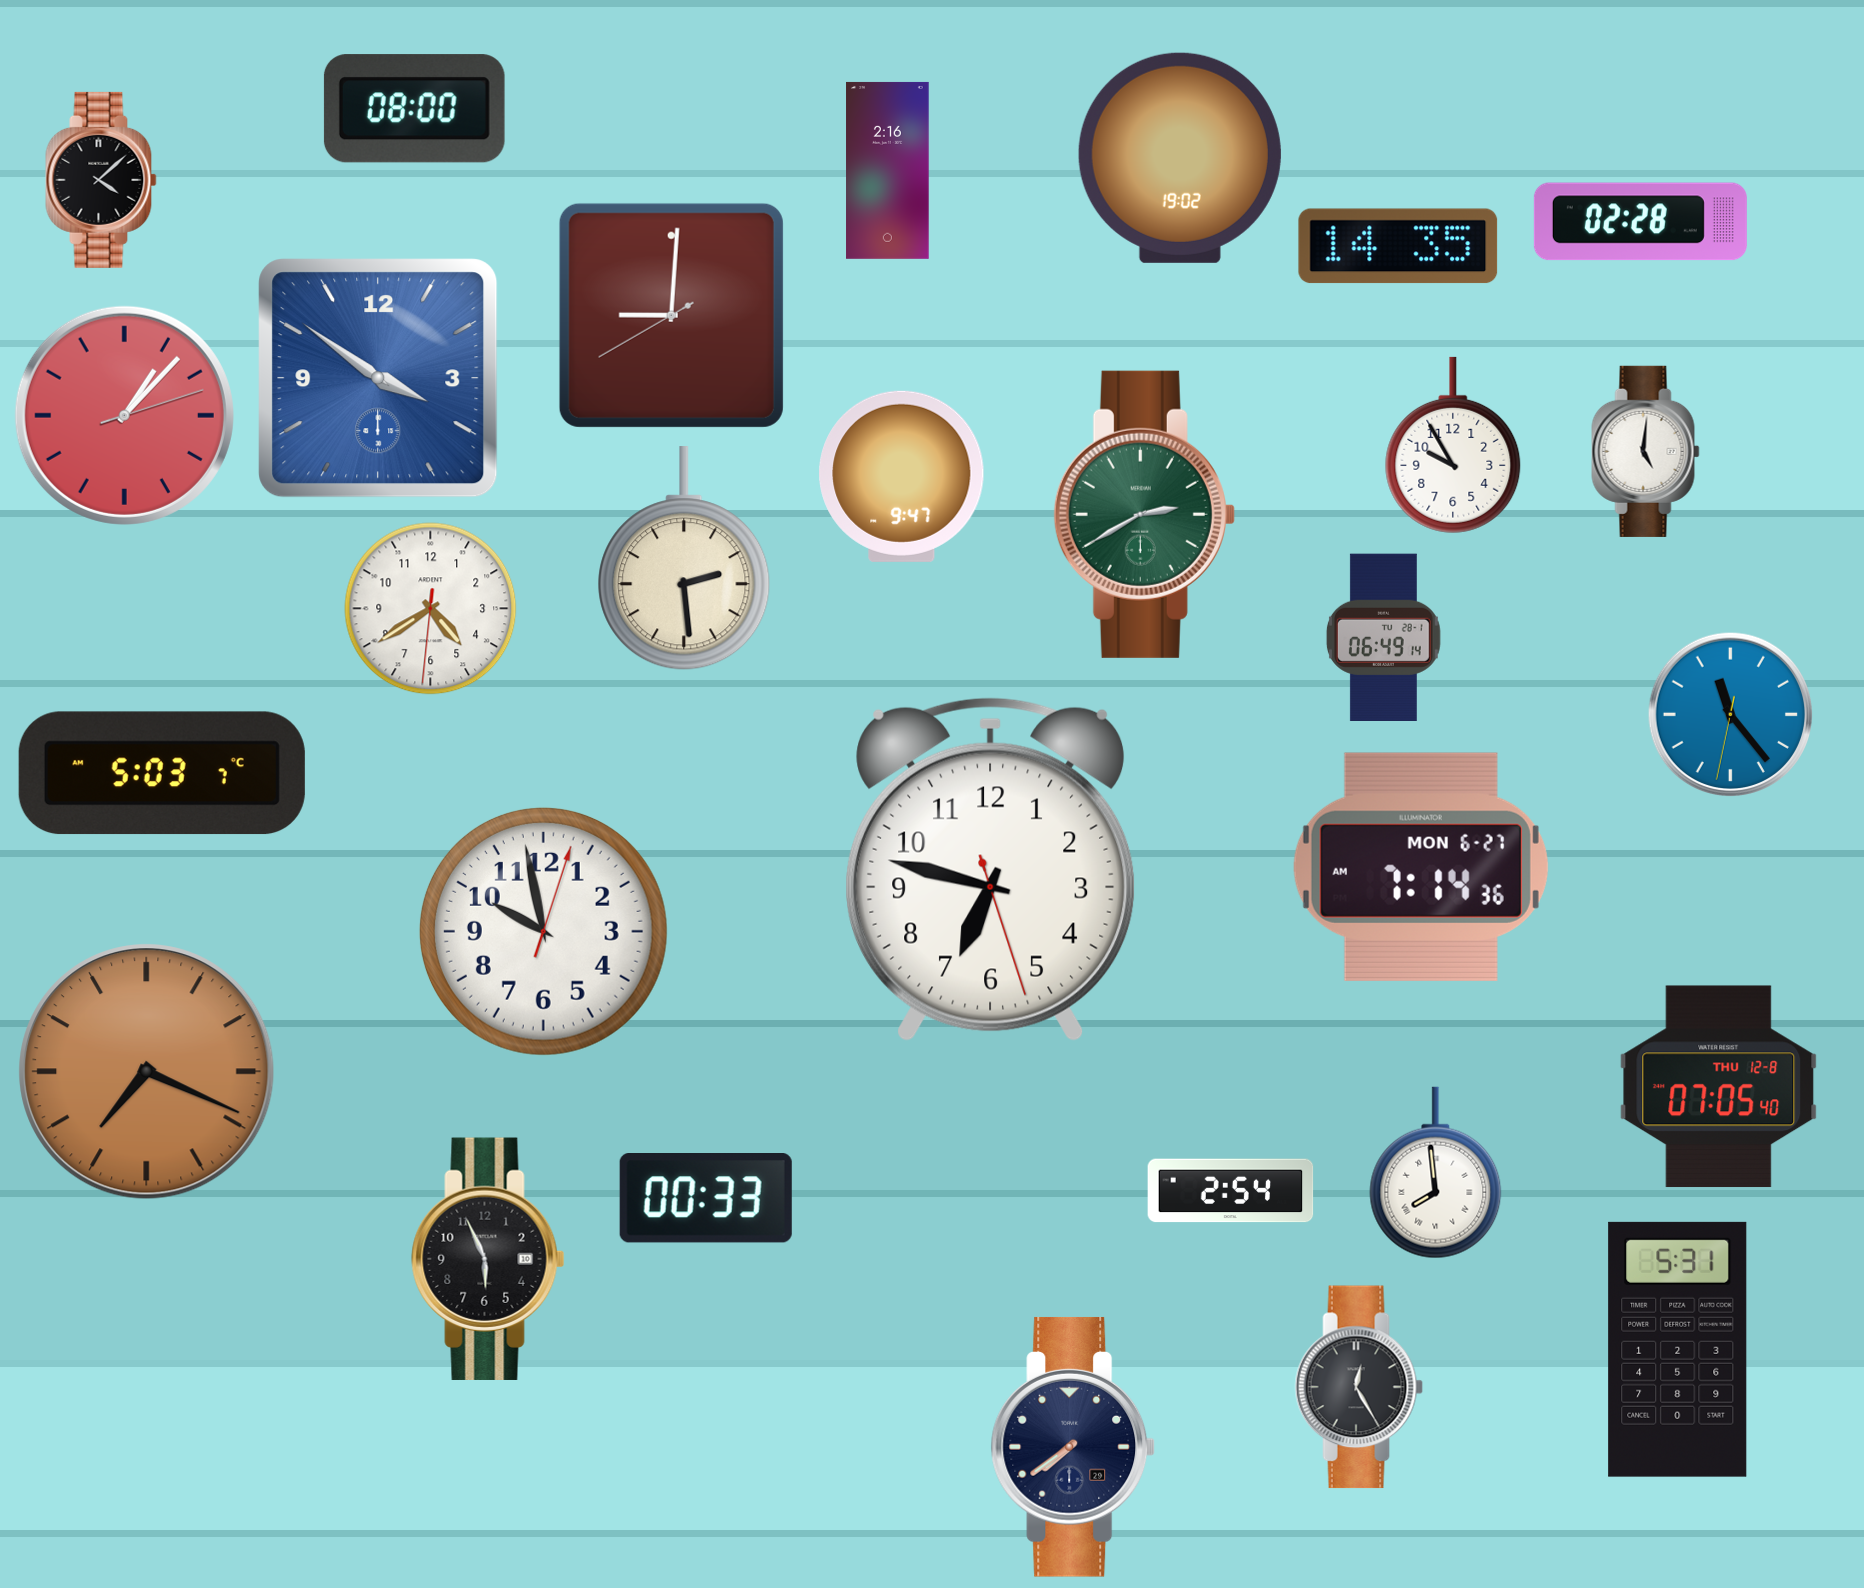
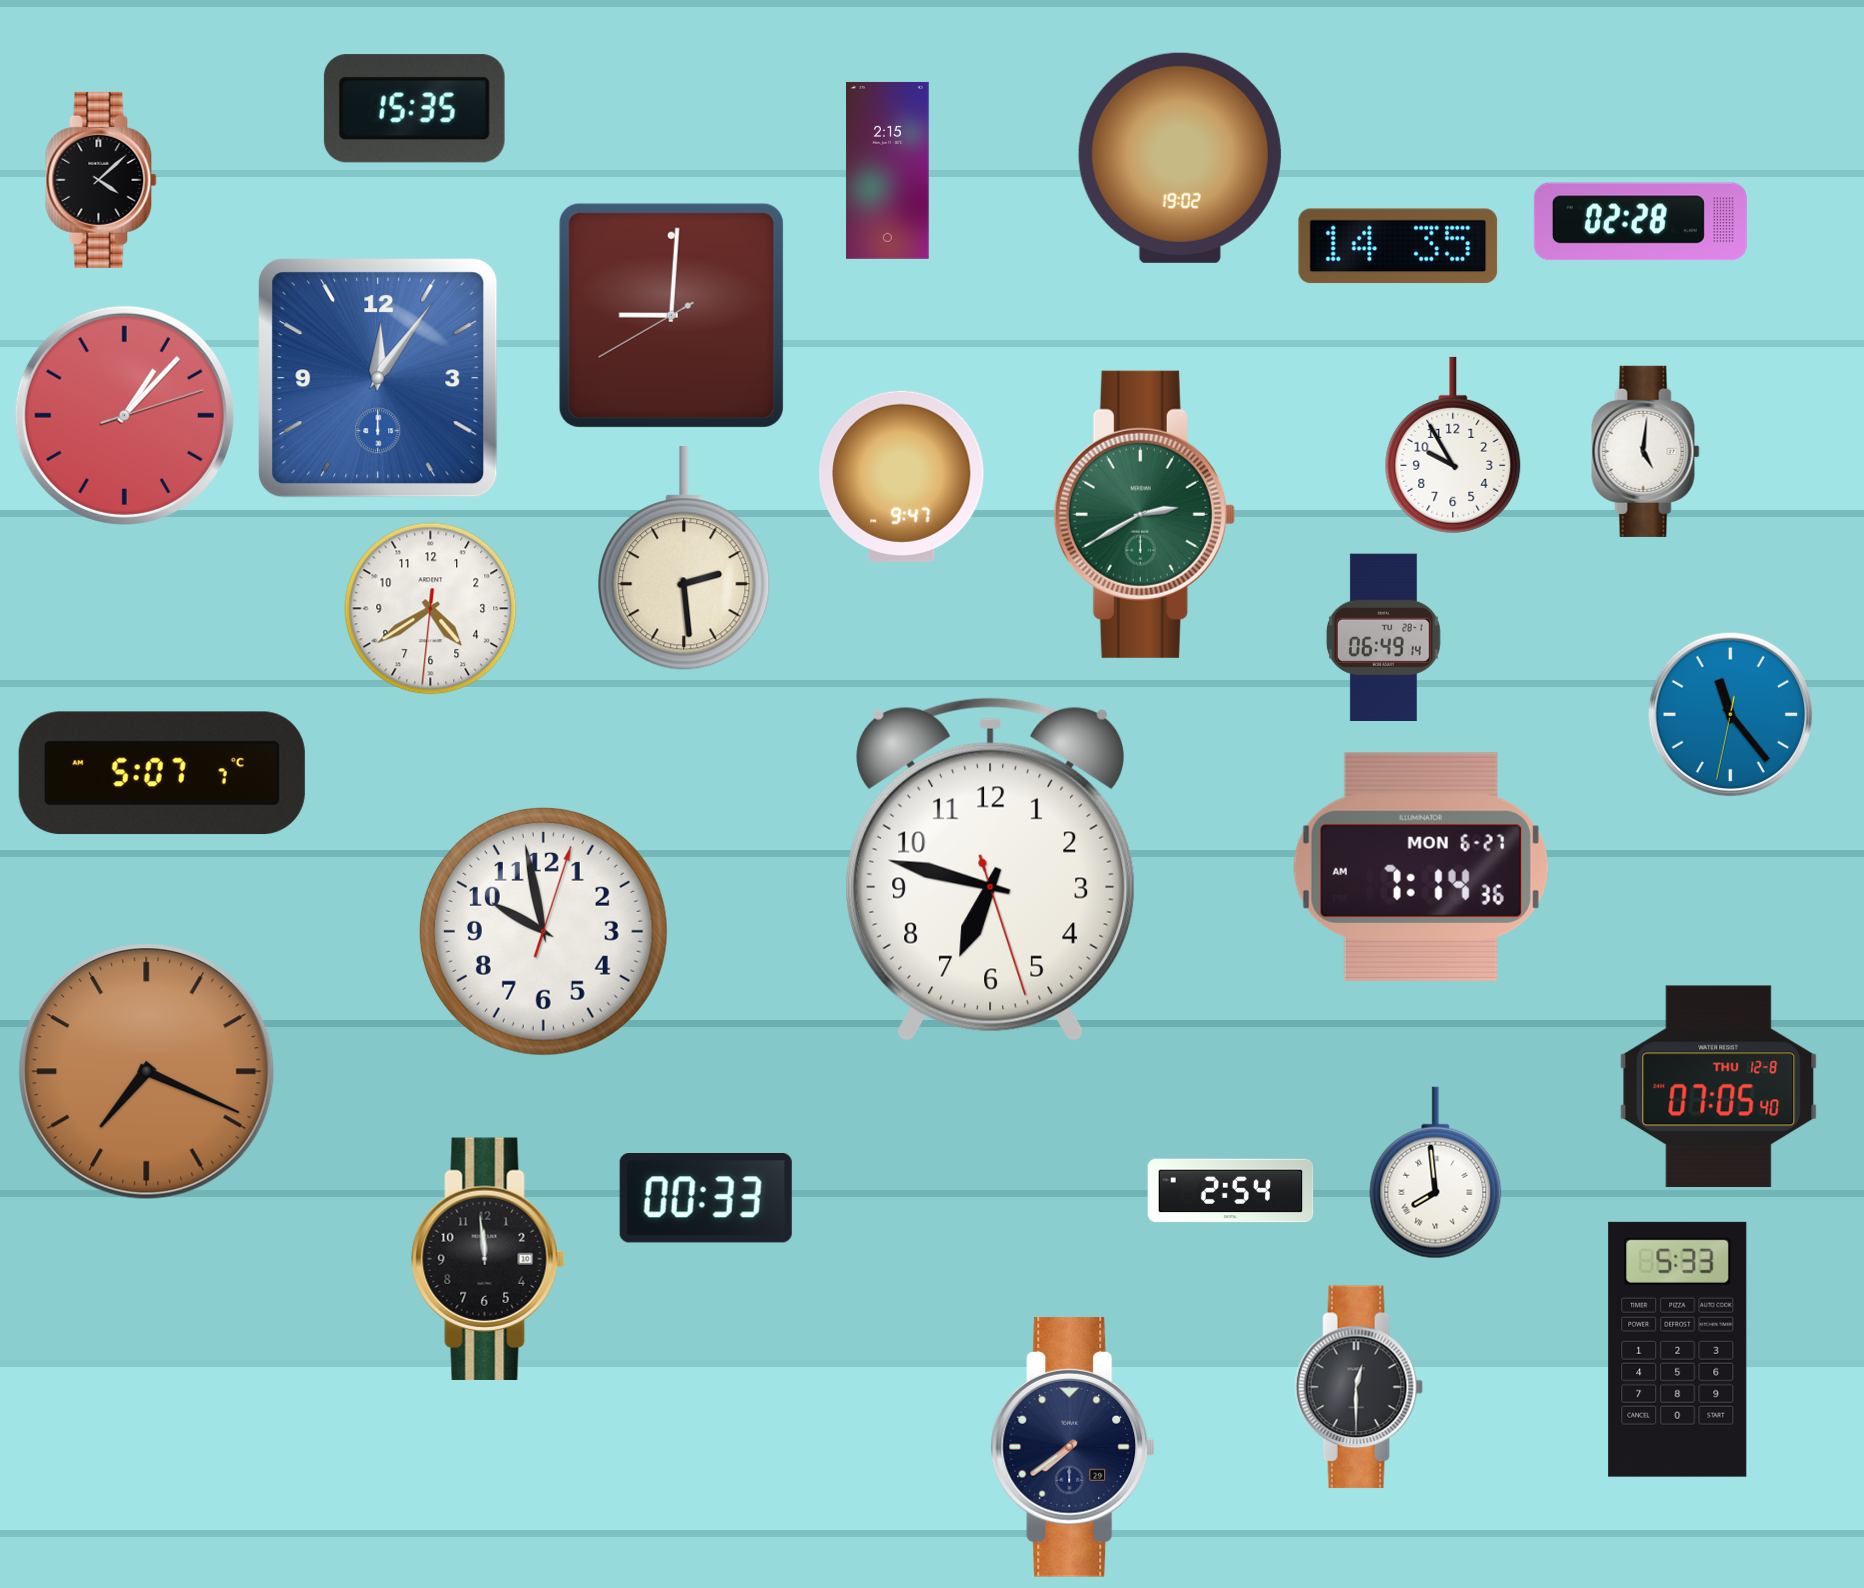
clock at (414, 109): 08:00 -> 15:35
clock at (888, 170): 2:16 -> 2:15
clock at (378, 378): 3:51 -> 12:06
clock at (162, 773): 5:03 -> 5:07
clock at (488, 1258): 5:56 -> 11:59
clock at (1678, 1349): 5:31 -> 5:33
clock at (1359, 1387): 12:25 -> 12:30
